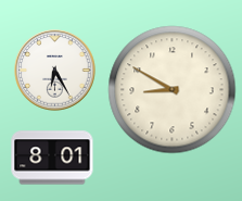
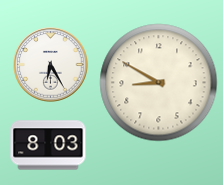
clock at (52, 158): 8:01 -> 8:03
